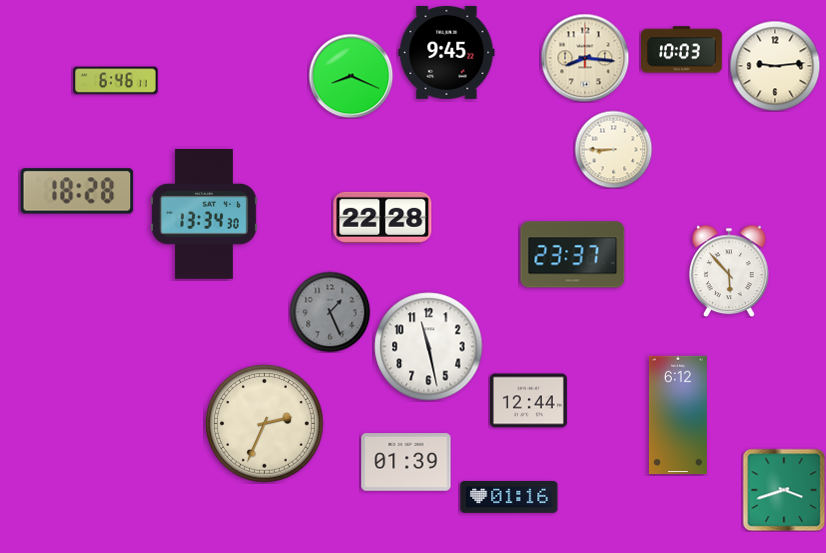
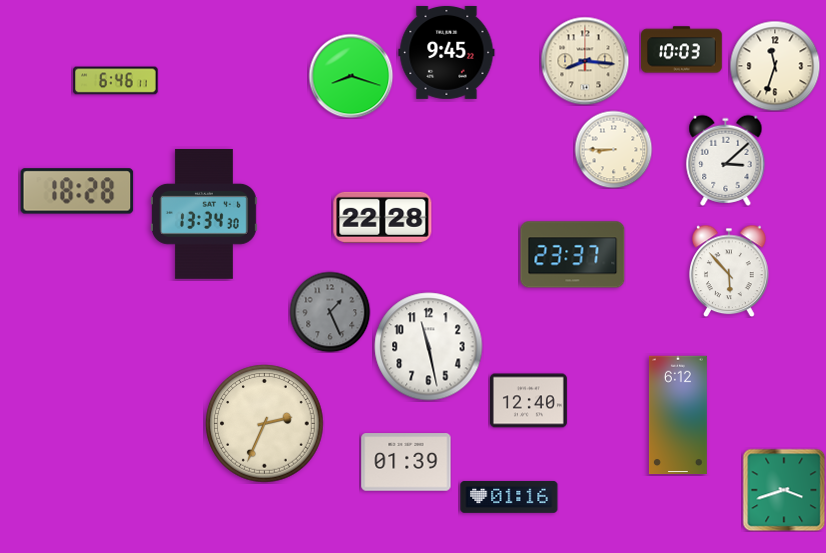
clock at (585, 58) position: (585, 58) -> (585, 61)
clock at (775, 66): 9:14 -> 11:33
clock at (351, 76): 8:19 -> 8:18
clock at (726, 160): none -> 3:08
clock at (528, 401): 12:44 -> 12:40
